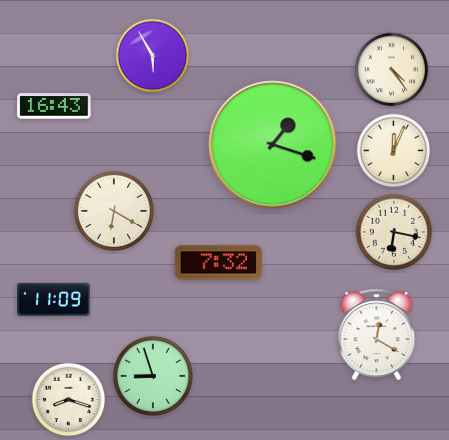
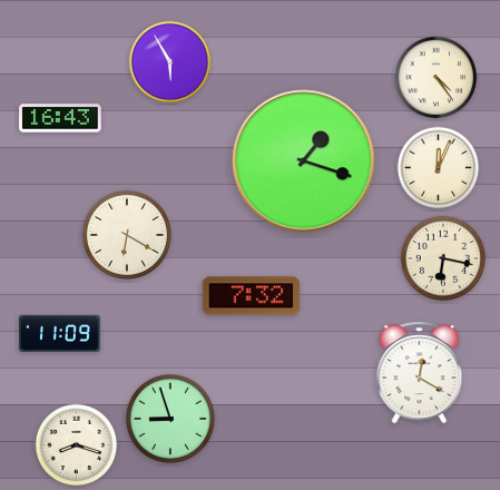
clock at (394, 232) position: (394, 232) -> (443, 258)
clock at (219, 263) position: (219, 263) -> (252, 296)
